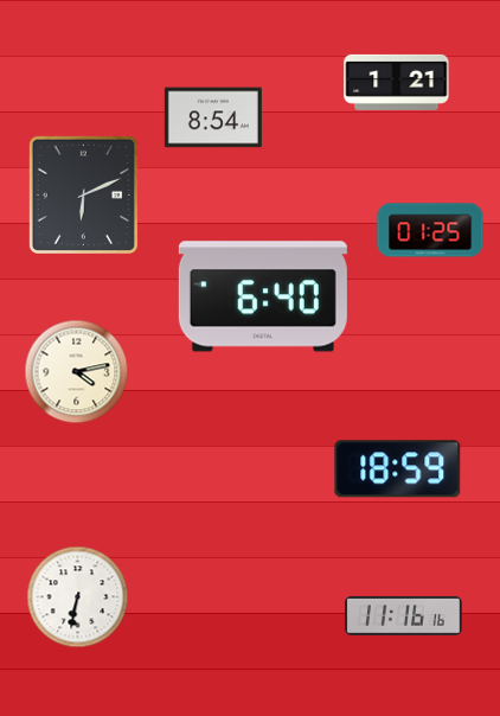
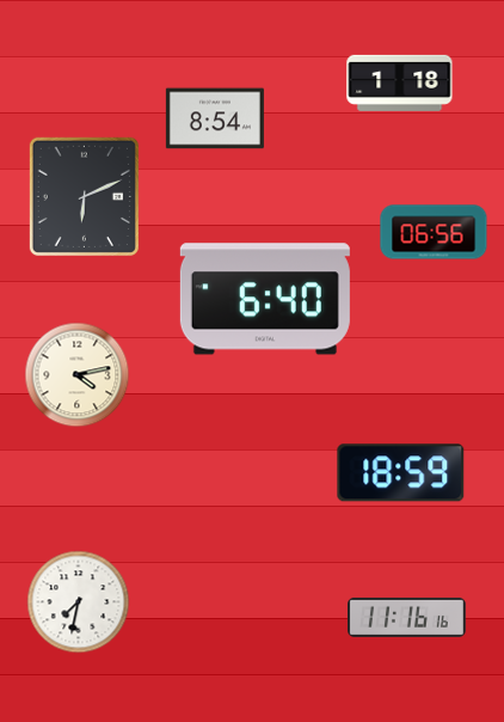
clock at (397, 82): 1:21 -> 1:18
clock at (430, 230): 01:25 -> 06:56
clock at (78, 597): 6:32 -> 7:32
clock at (404, 615) position: (404, 615) -> (407, 617)
